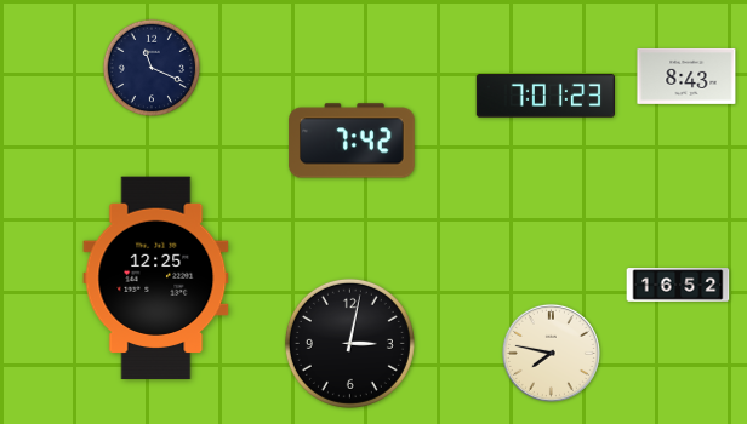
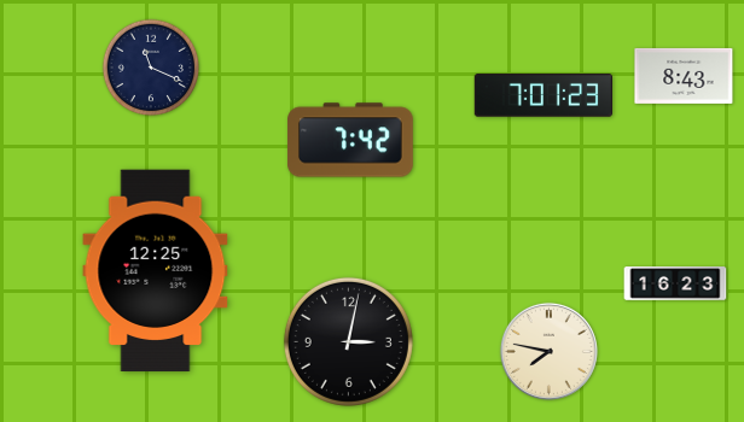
clock at (156, 279) position: (156, 279) -> (156, 271)
clock at (678, 285): 16:52 -> 16:23
